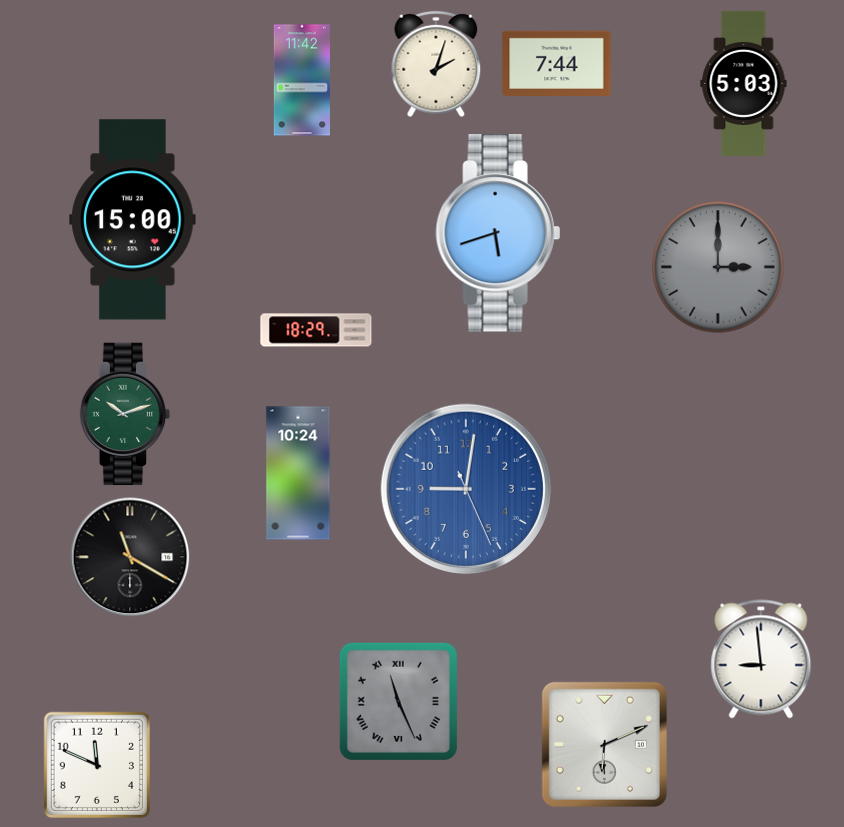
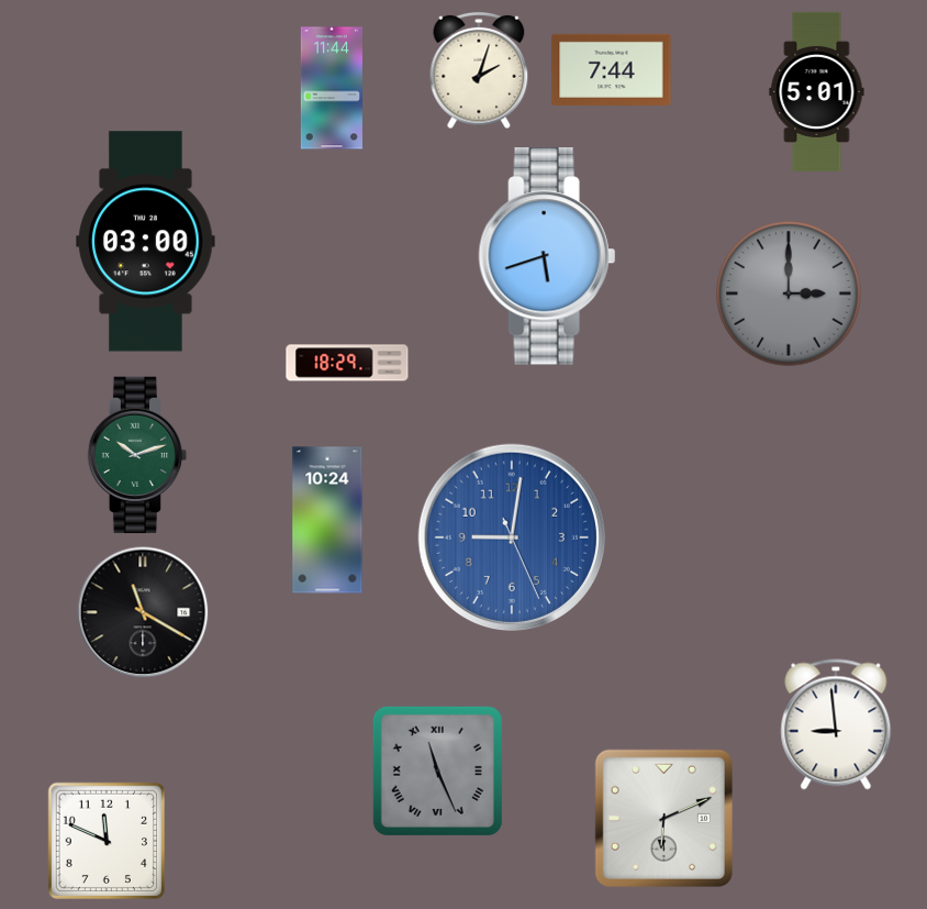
clock at (302, 80): 11:42 -> 11:44
clock at (744, 83): 5:03 -> 5:01
clock at (133, 220): 15:00 -> 03:00
